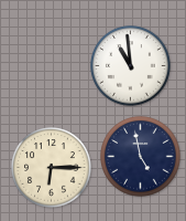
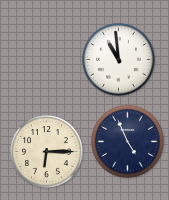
clock at (141, 157): 4:58 -> 4:56
